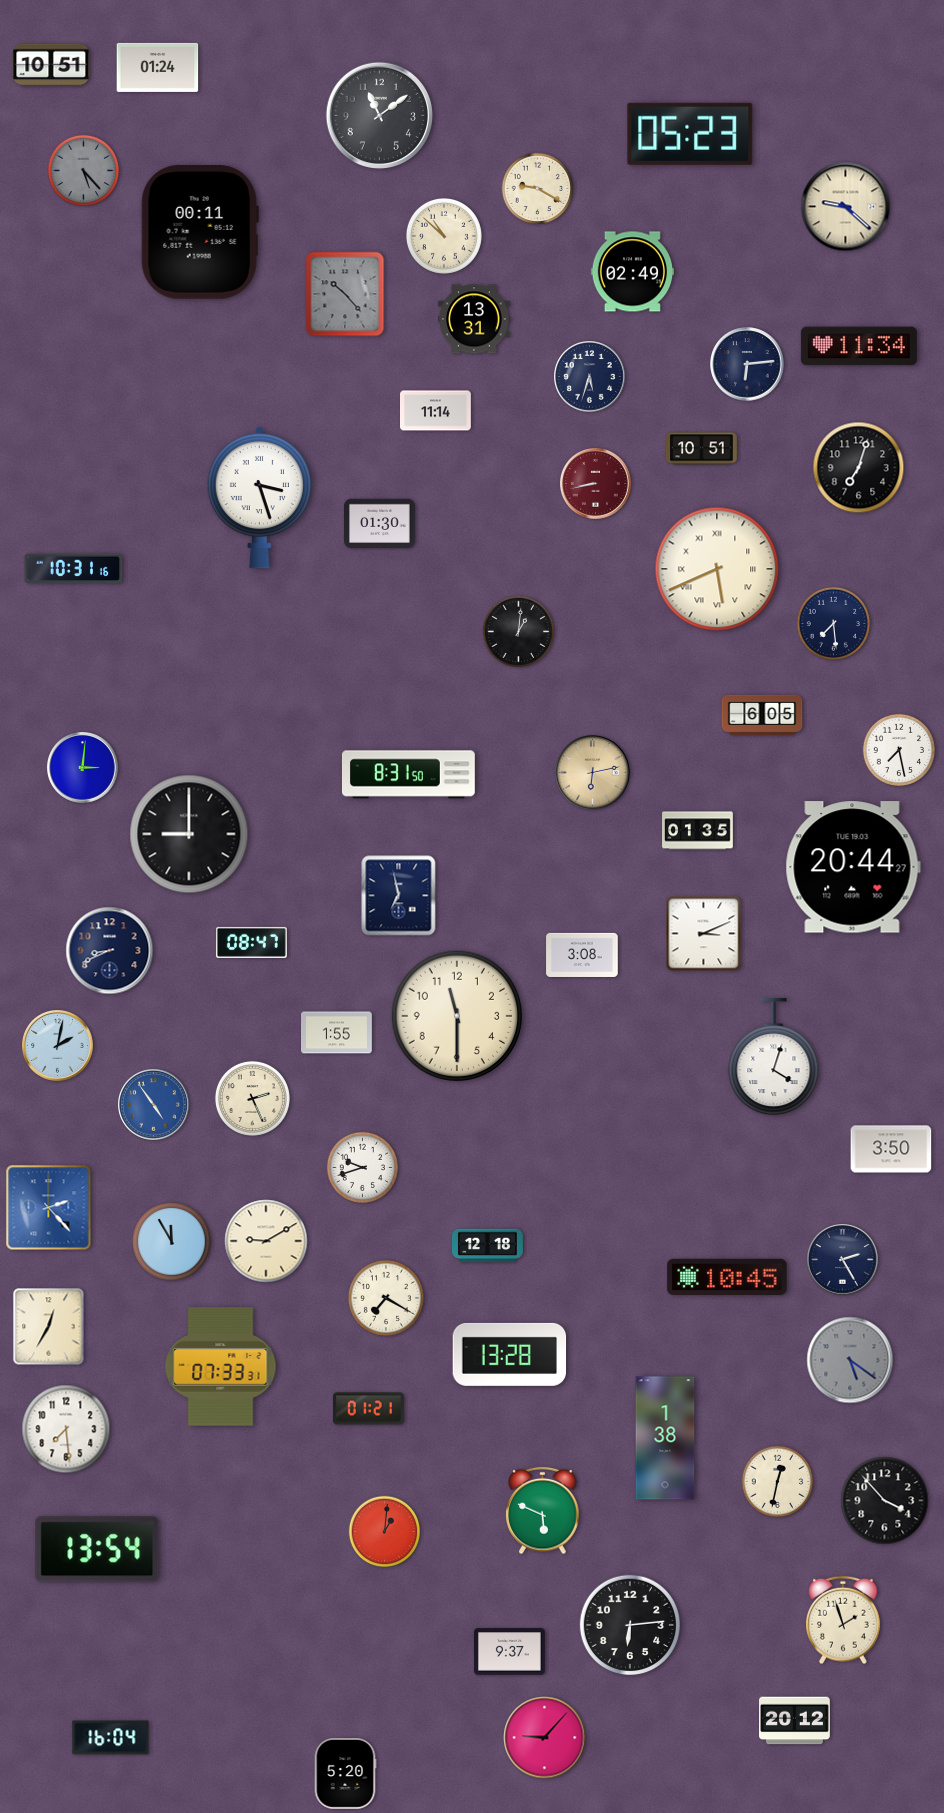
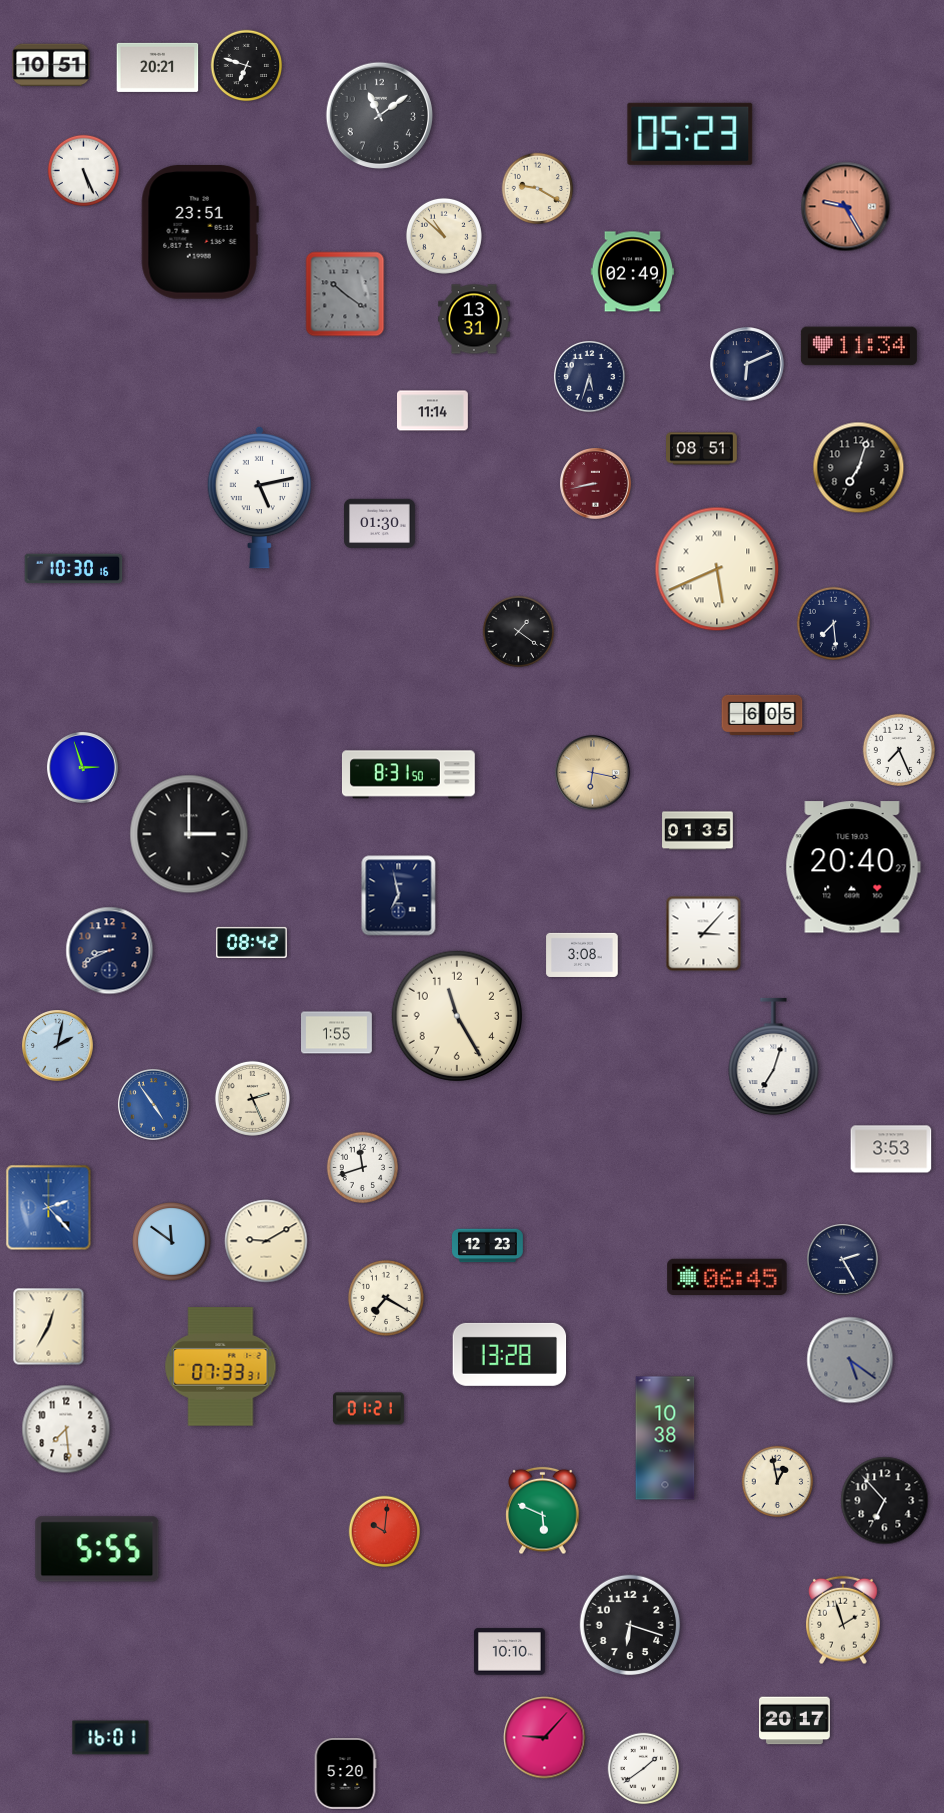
clock at (247, 66): none -> 6:48
clock at (158, 67): 01:24 -> 20:21
clock at (84, 171): 5:23 -> 5:26
clock at (84, 171) dial: grey -> white
clock at (846, 207): 9:22 -> 9:25
clock at (846, 207) dial: cream -> salmon
clock at (200, 233): 00:11 -> 23:51
clock at (345, 294): 10:23 -> 10:21
clock at (747, 364): 6:14 -> 6:11
clock at (436, 411) position: (436, 411) -> (433, 411)
clock at (702, 449): 10:51 -> 08:51
clock at (259, 497): 3:27 -> 5:13
clock at (74, 569): 10:31 -> 10:30
clock at (519, 632): 1:01 -> 1:21
clock at (898, 749): 7:28 -> 7:26
clock at (83, 768): 3:01 -> 2:57
clock at (593, 773): 6:13 -> 6:17
clock at (189, 834): 9:00 -> 3:00
clock at (853, 867): 20:44 -> 20:40
clock at (704, 934): 3:11 -> 3:07
clock at (252, 942): 08:47 -> 08:42
clock at (457, 1016): 11:30 -> 11:25
clock at (774, 1057): 4:03 -> 7:03
clock at (891, 1149): 3:50 -> 3:53
clock at (363, 1168): 9:42 -> 11:42
clock at (172, 1242): 11:55 -> 11:51
clock at (488, 1246): 12:18 -> 12:23
clock at (727, 1277): 10:45 -> 06:45
clock at (665, 1438): 1:38 -> 10:38
clock at (778, 1482): 12:32 -> 12:58
clock at (885, 1501): 3:53 -> 6:53
clock at (385, 1532): 1:01 -> 10:01
clock at (97, 1549): 13:54 -> 5:55
clock at (630, 1625): 6:14 -> 6:18
clock at (510, 1652): 9:37 -> 10:10
clock at (795, 1721): 20:12 -> 20:17
clock at (111, 1738): 16:04 -> 16:01
clock at (644, 1769): none -> 1:39
